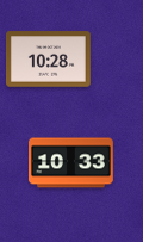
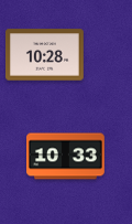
clock at (71, 163) position: (71, 163) -> (66, 157)
